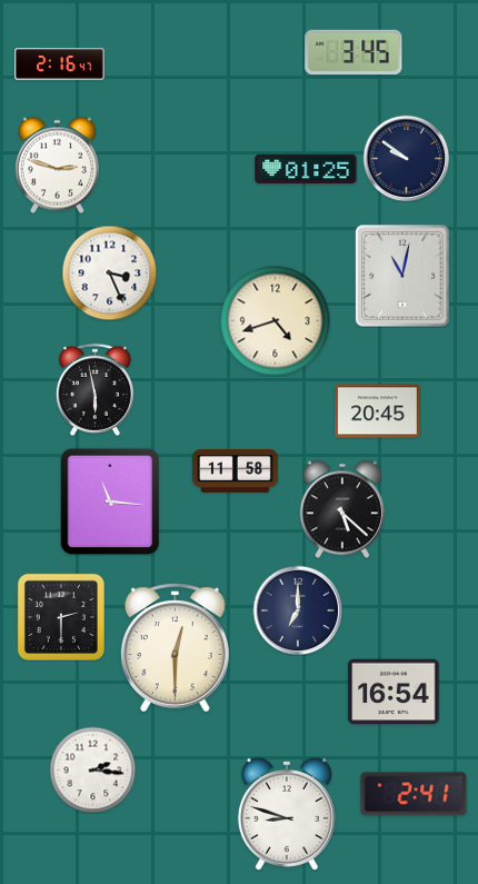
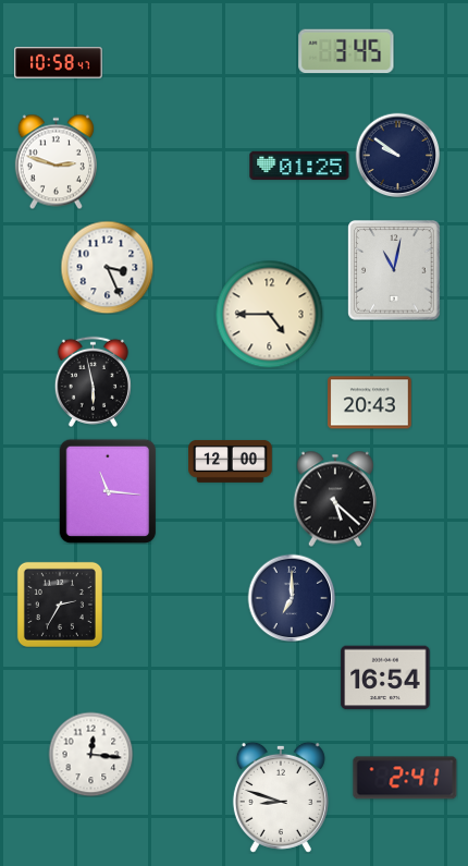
clock at (60, 64): 2:16 -> 10:58
clock at (276, 321): 4:42 -> 4:45
clock at (378, 411): 20:45 -> 20:43
clock at (236, 470): 11:58 -> 12:00
clock at (61, 617): 2:30 -> 2:35
clock at (175, 648): 12:30 -> none
clock at (92, 769): 2:16 -> 12:16
